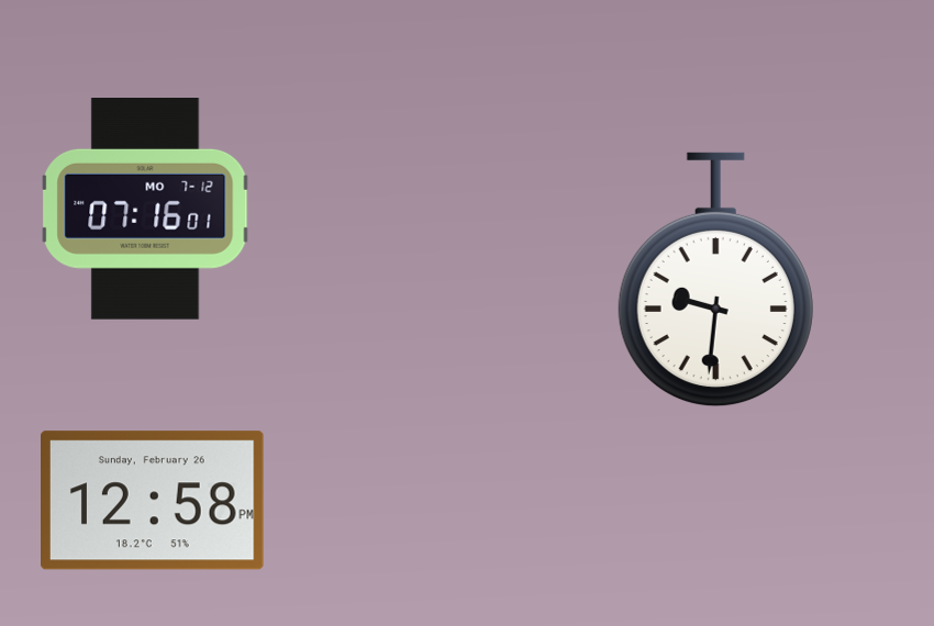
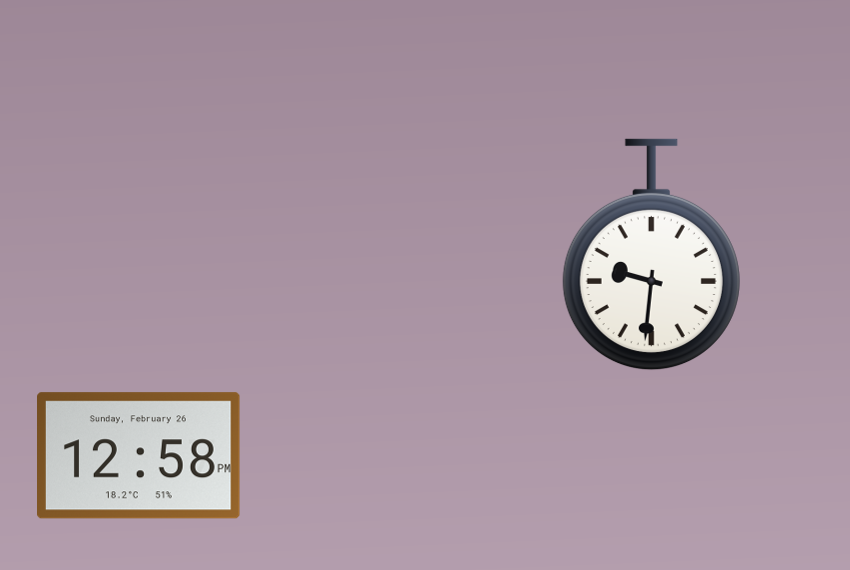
clock at (145, 210): 07:16 -> none
